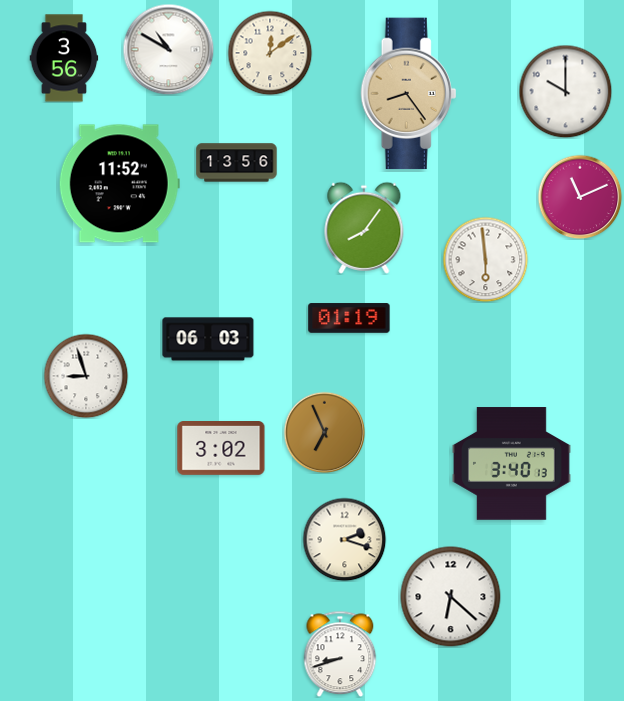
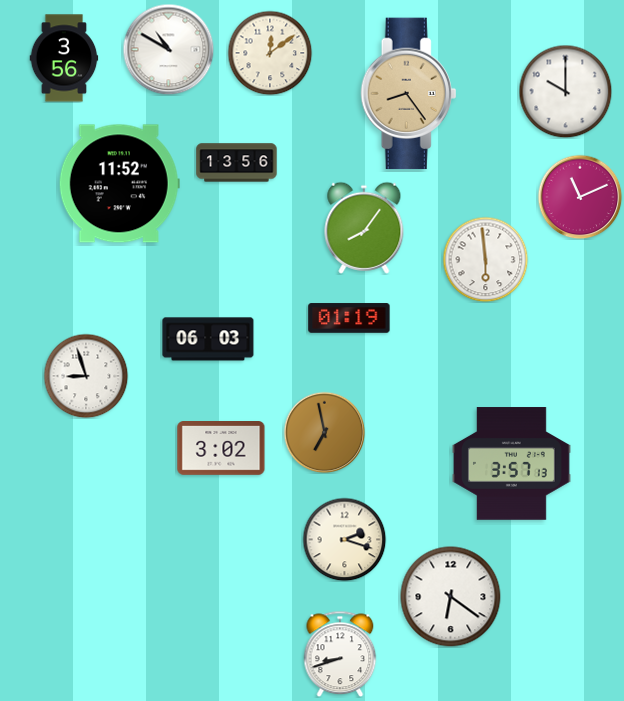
clock at (324, 432): 6:56 -> 6:58
clock at (512, 464): 3:40 -> 3:57
clock at (451, 597): 6:22 -> 6:21
